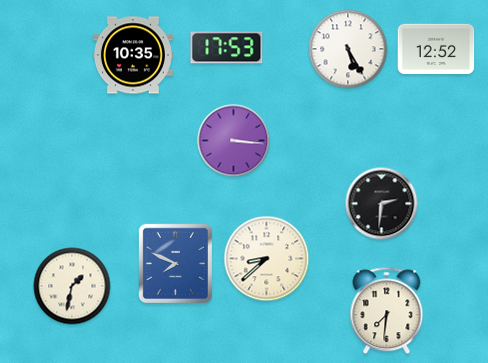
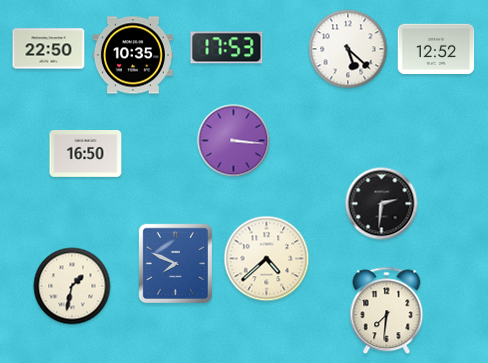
clock at (49, 49): none -> 22:50
clock at (348, 49): 5:25 -> 5:22
clock at (86, 154): none -> 16:50
clock at (267, 259): 8:38 -> 4:38
